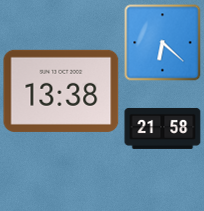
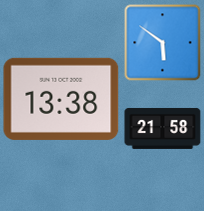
clock at (163, 43): 6:22 -> 5:51
clock at (61, 91) position: (61, 91) -> (61, 99)
